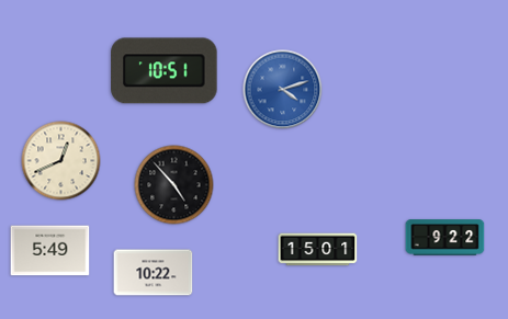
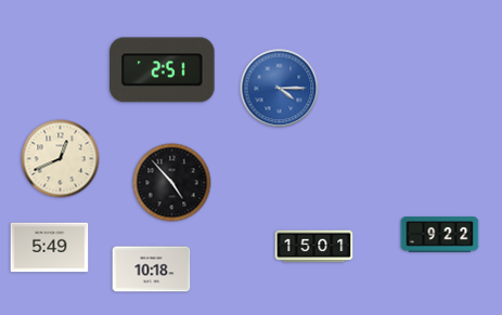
clock at (165, 71): 10:51 -> 2:51
clock at (283, 90): 4:12 -> 4:15
clock at (154, 273): 10:22 -> 10:18
